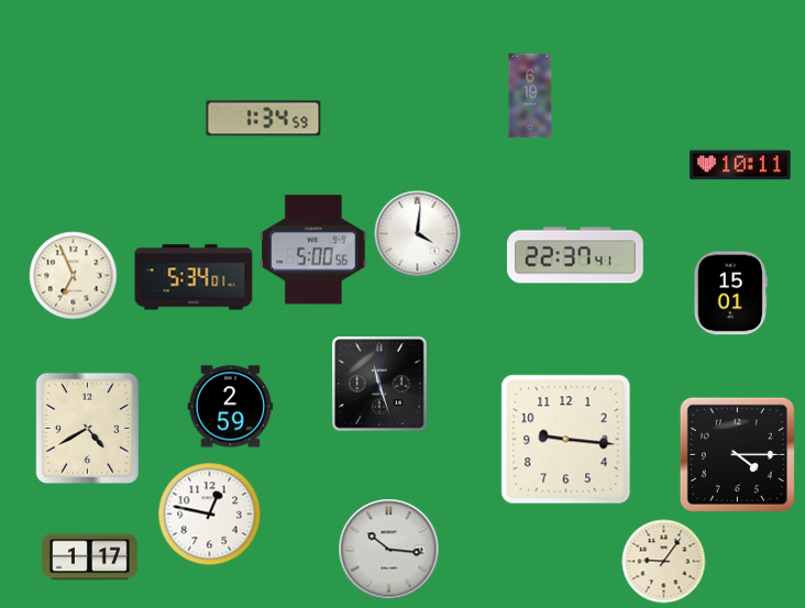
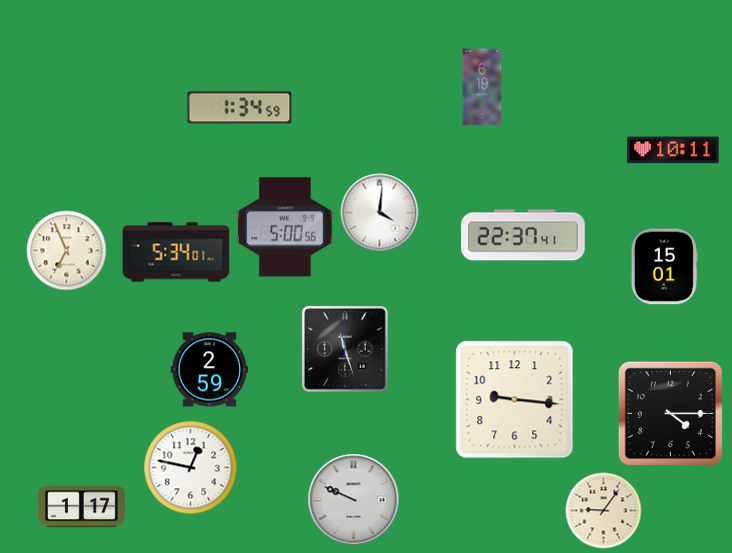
clock at (575, 255) position: (575, 255) -> (523, 235)
clock at (87, 428): 4:40 -> none
clock at (389, 550): 10:16 -> 9:49
